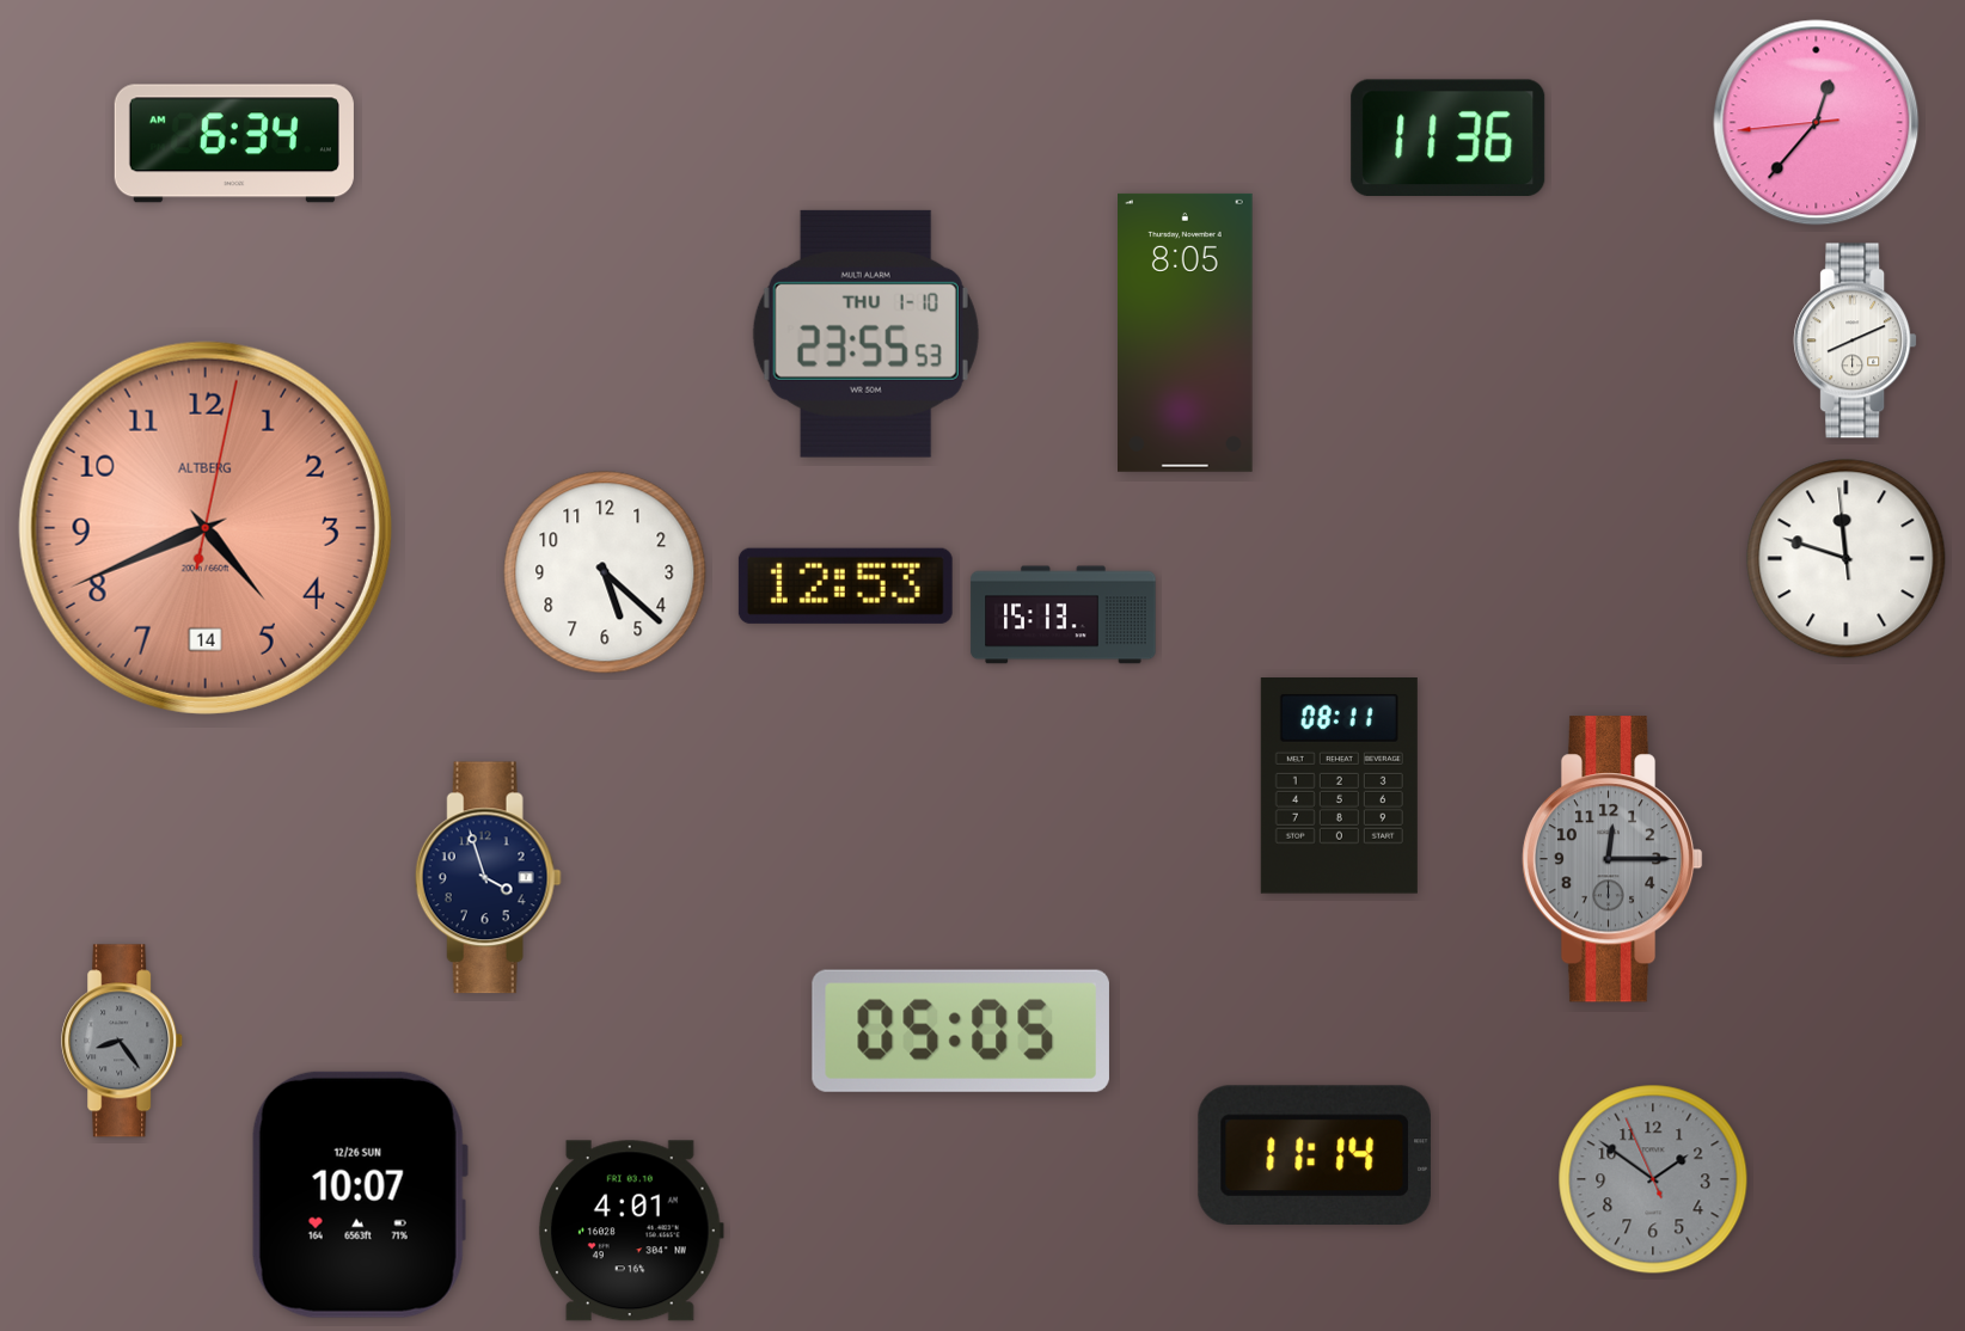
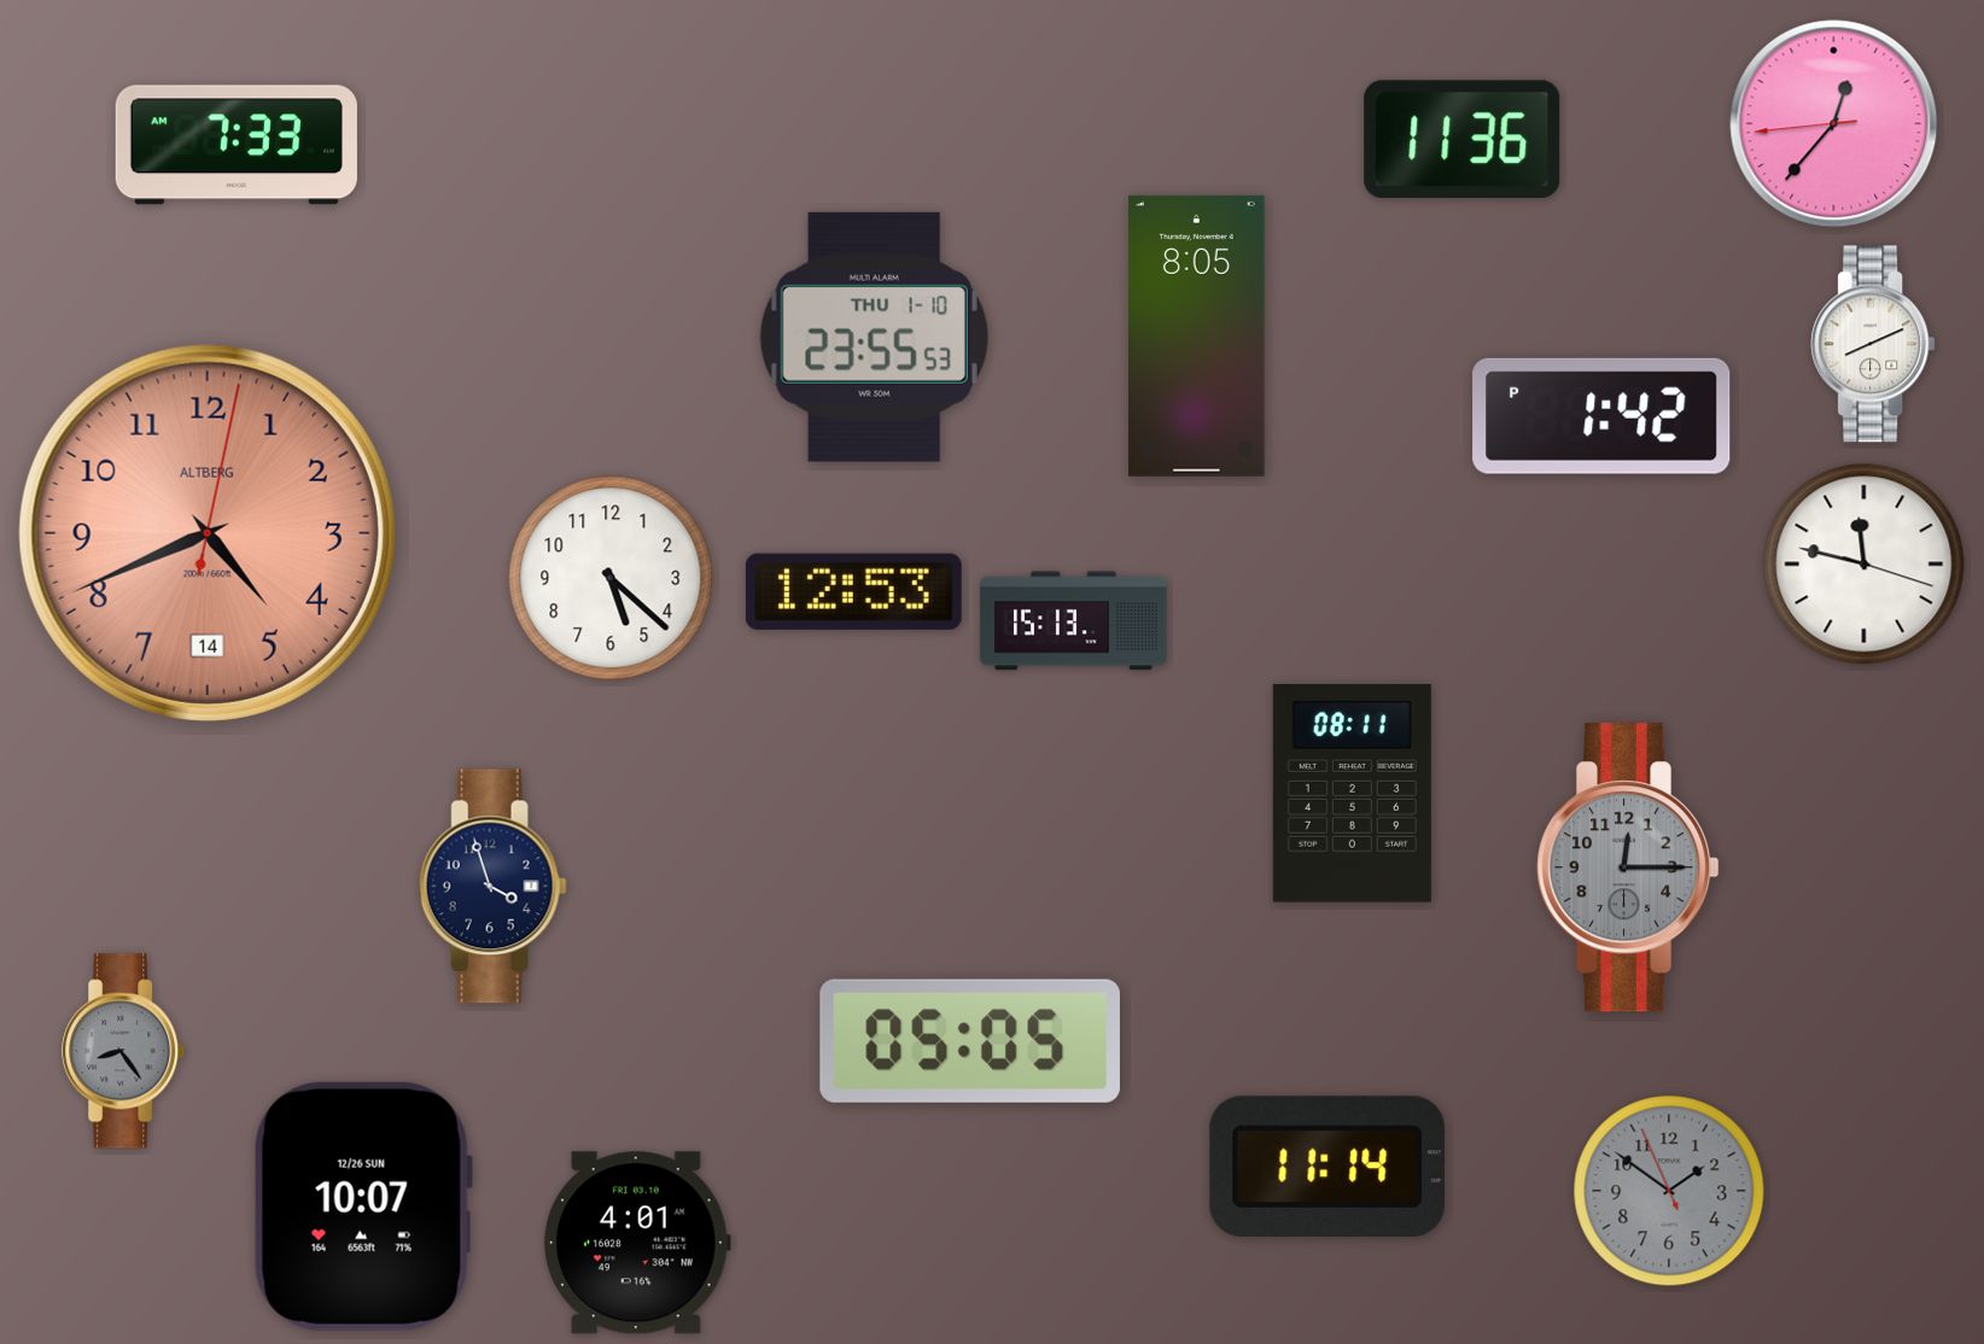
clock at (234, 143): 6:34 -> 7:33
clock at (1601, 416): none -> 1:42
clock at (1847, 559): 11:47:59 -> 11:47:18
